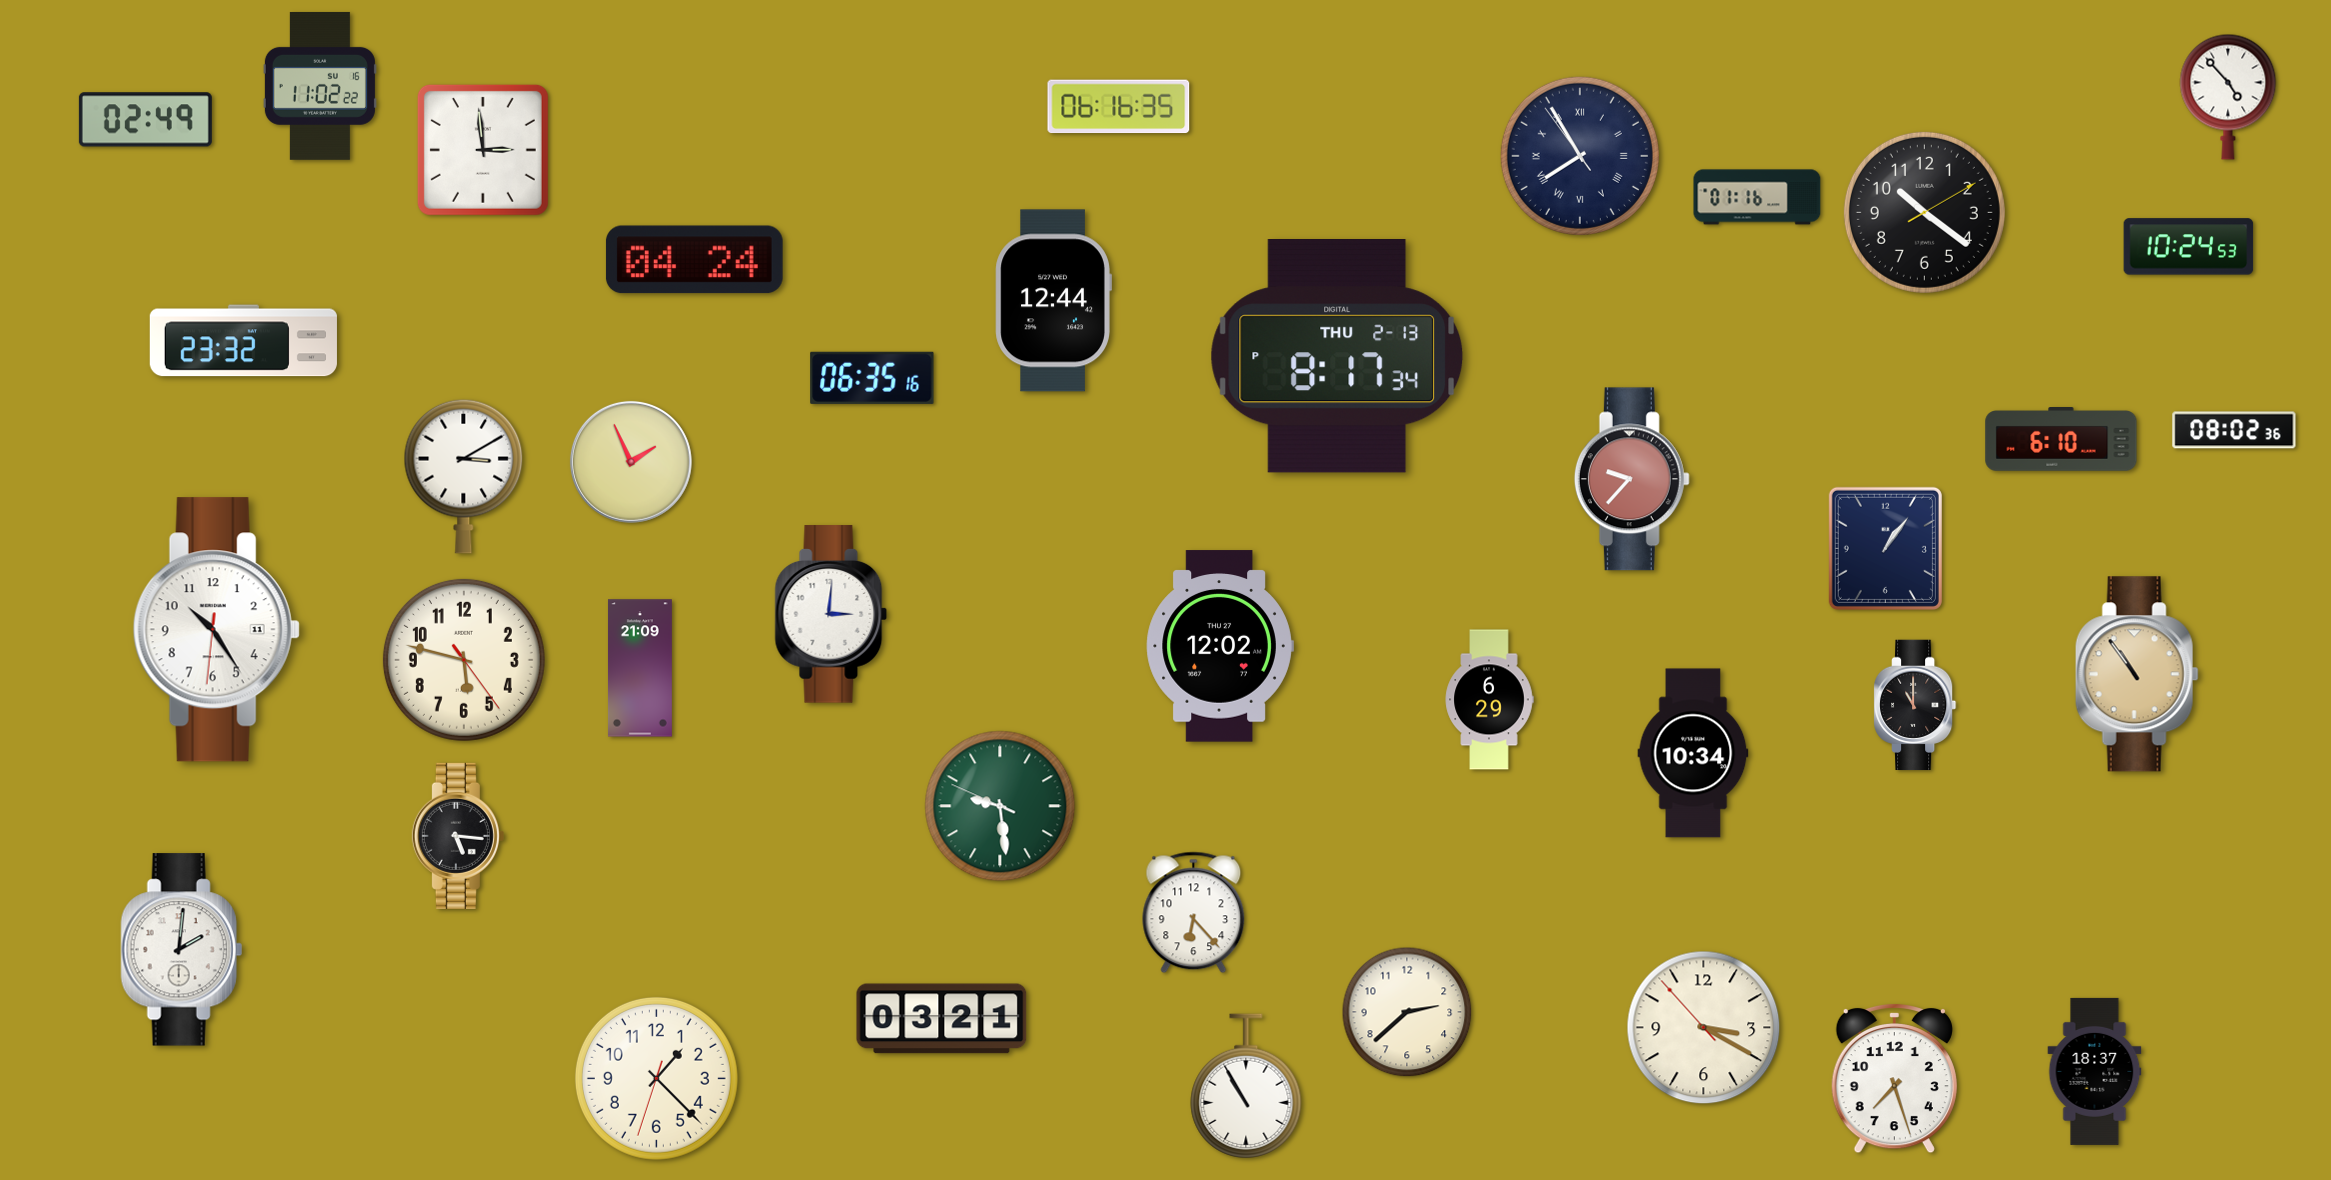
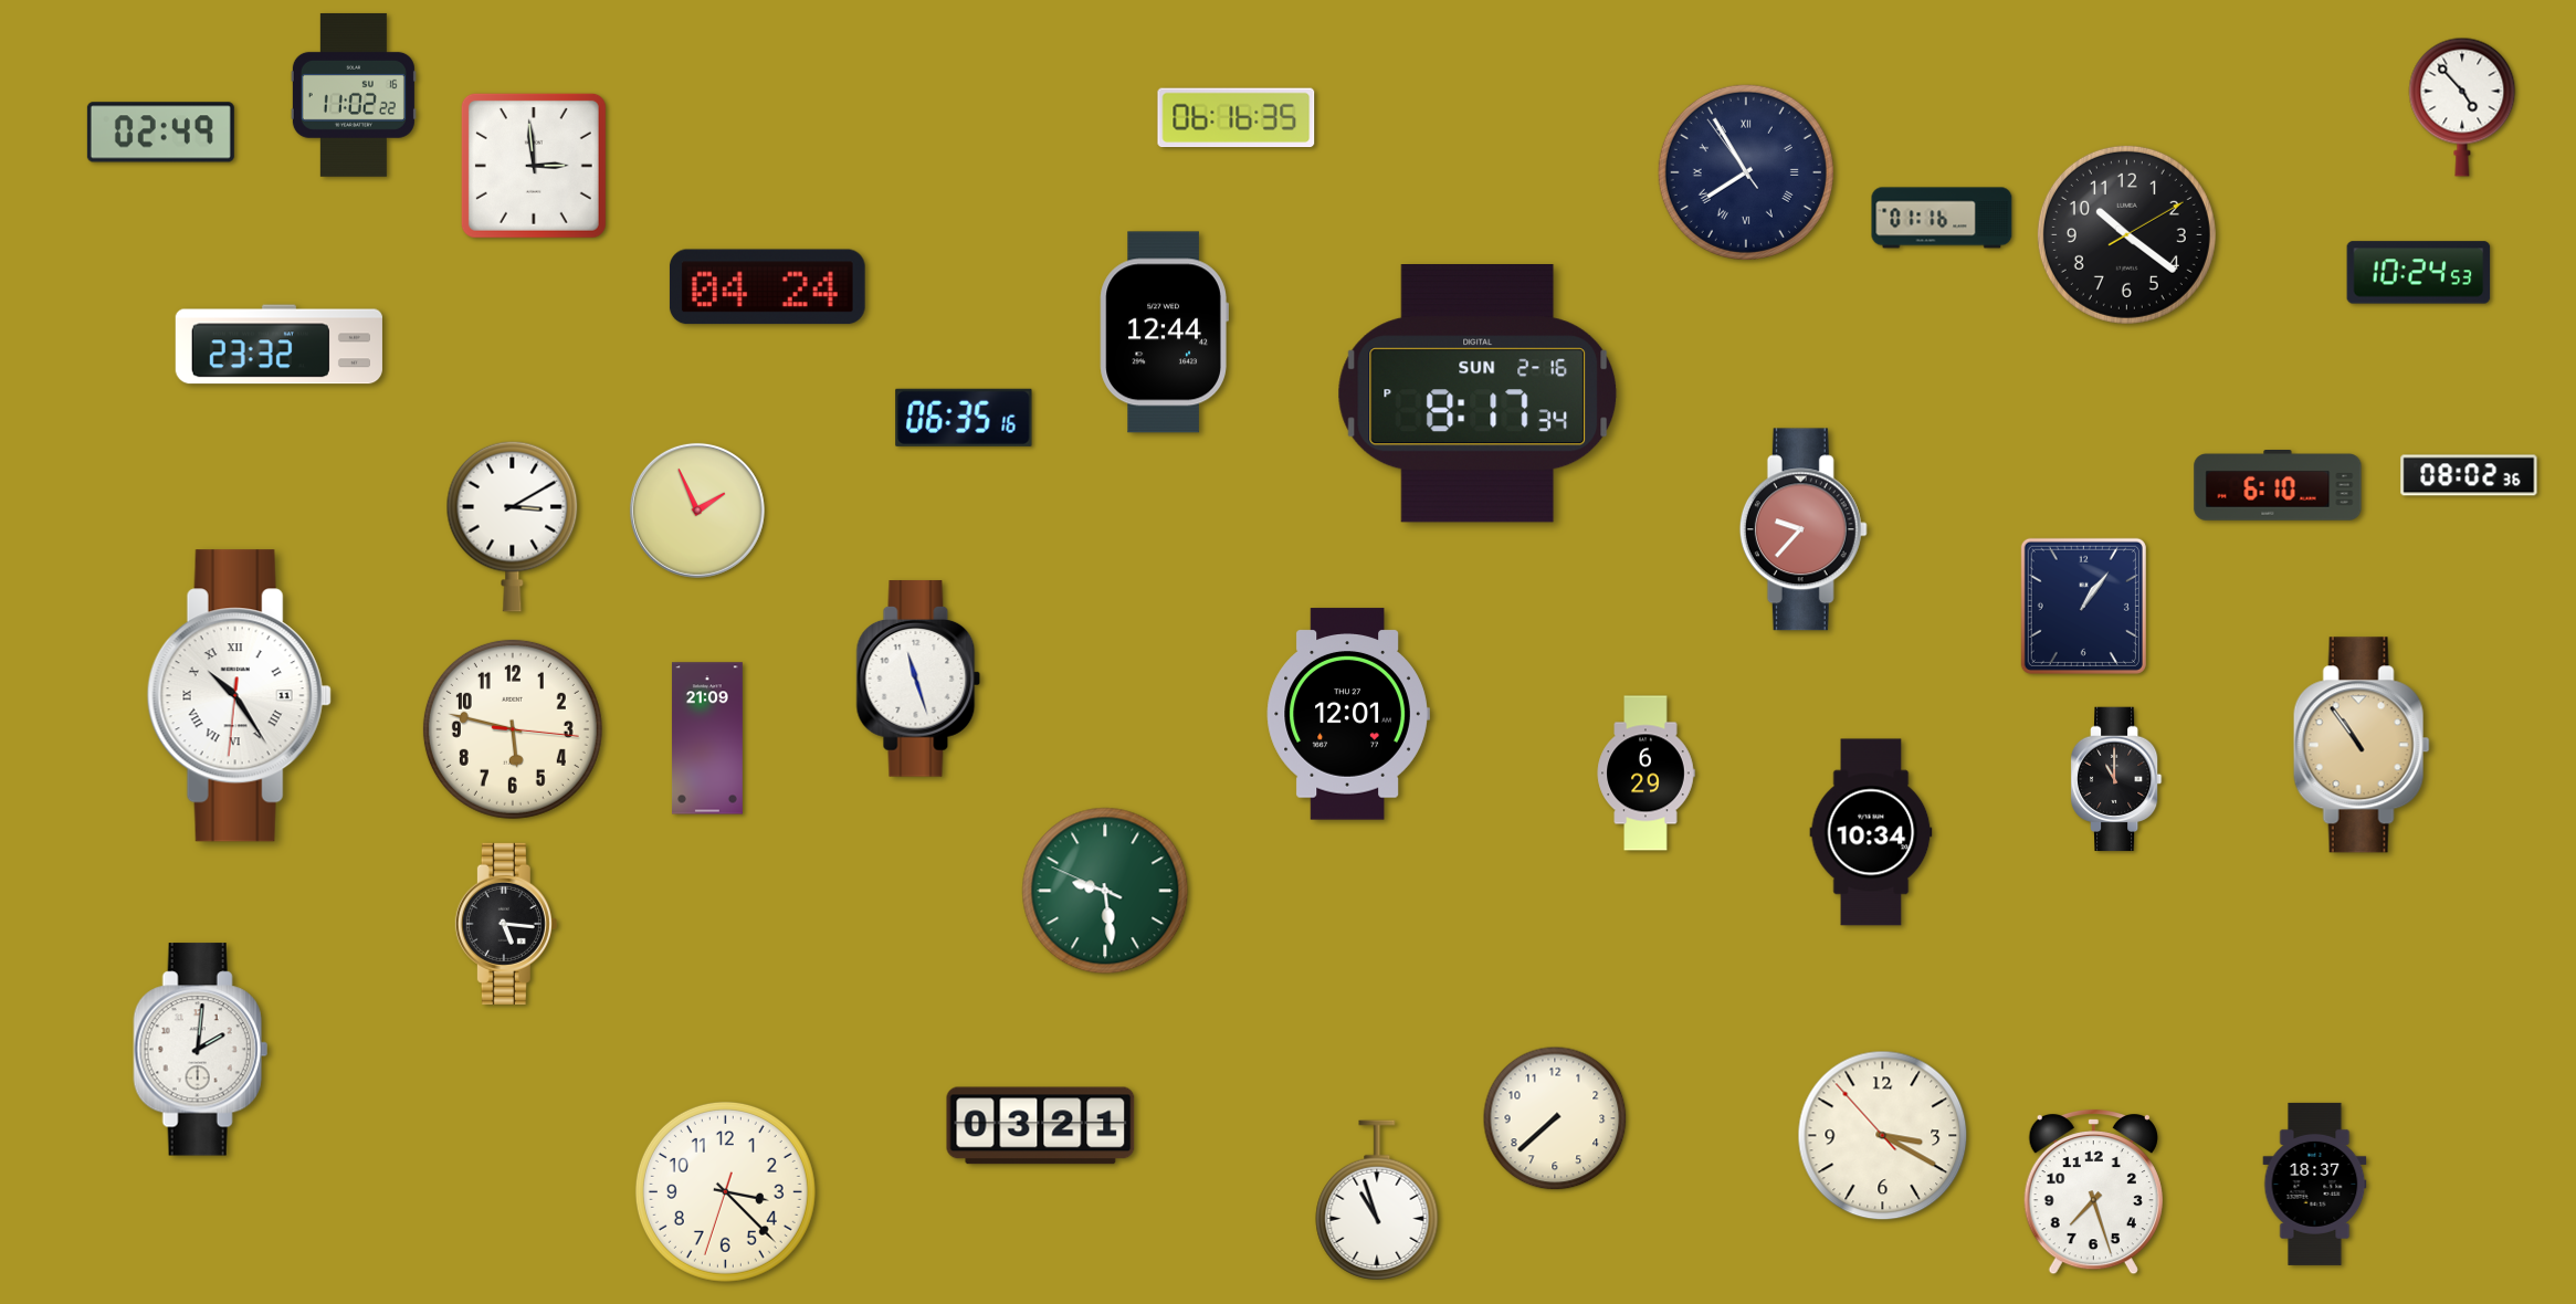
clock at (243, 341) position: (243, 341) -> (278, 345)
clock at (1337, 357) date: THU 2-13 -> SUN 2-16
clock at (831, 614): 3:01 -> 11:27
clock at (216, 630) numerals: Arabic -> Roman
clock at (1220, 646): 12:02 -> 12:01
clock at (464, 660): 5:47:24 -> 5:47:16
clock at (1194, 913): 6:23 -> none
clock at (1407, 1012): 2:38 -> 7:38
clock at (656, 1078): 1:22 -> 3:22
clock at (1246, 1086): 10:55 -> 10:57
